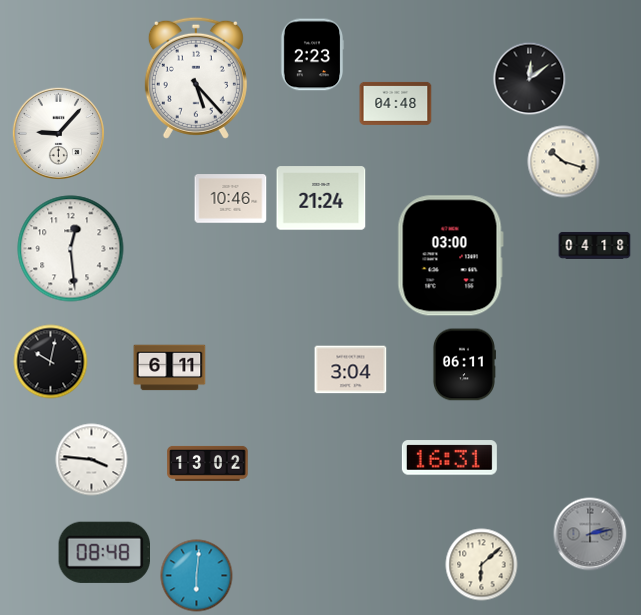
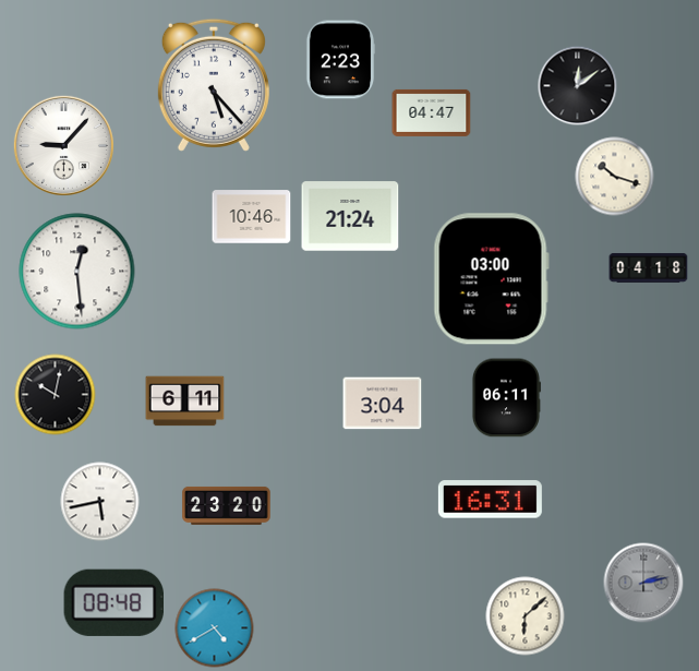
clock at (396, 103): 04:48 -> 04:47
clock at (92, 460): 3:46 -> 5:43
clock at (208, 463): 13:02 -> 23:20
clock at (197, 576): 6:01 -> 4:40
